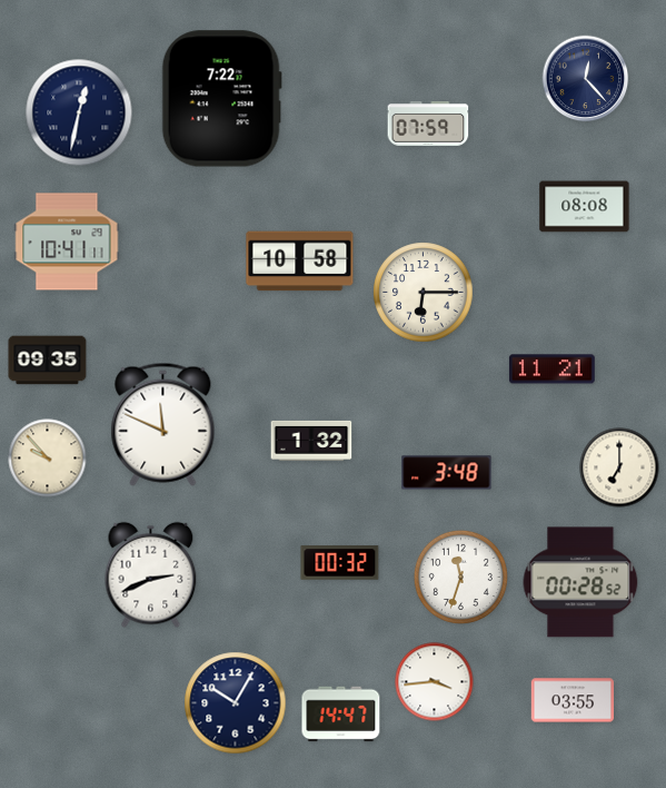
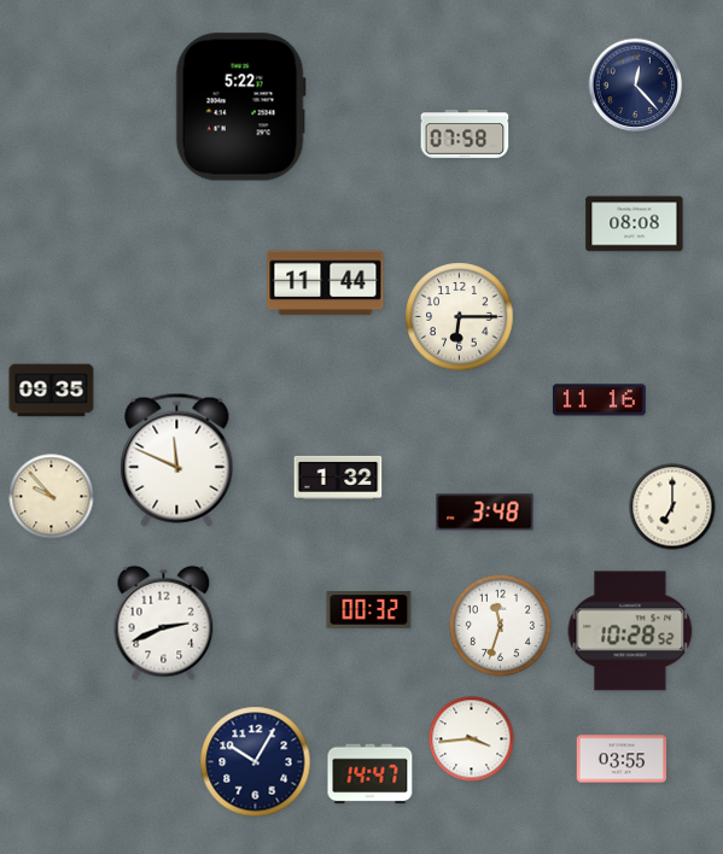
clock at (221, 99): 7:22 -> 5:22
clock at (79, 112): 12:32 -> none
clock at (428, 125): 07:59 -> 07:58
clock at (67, 242): 10:41 -> none
clock at (300, 262): 10:58 -> 11:44
clock at (551, 370): 11:21 -> 11:16
clock at (580, 582): 00:28 -> 10:28
